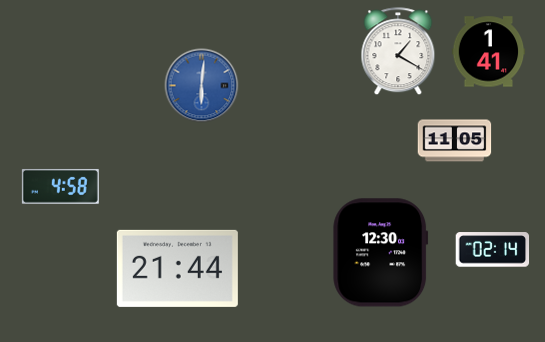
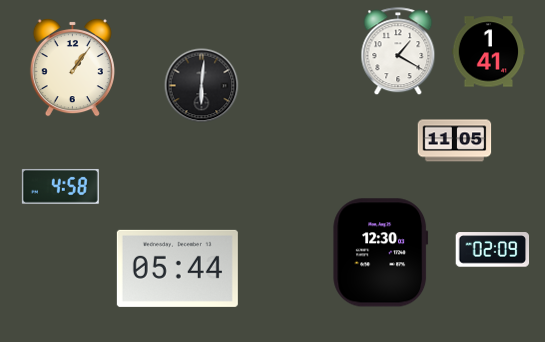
clock at (72, 67): none -> 1:06
clock at (202, 86) dial: blue -> black
clock at (493, 250): 02:14 -> 02:09
clock at (177, 268): 21:44 -> 05:44
